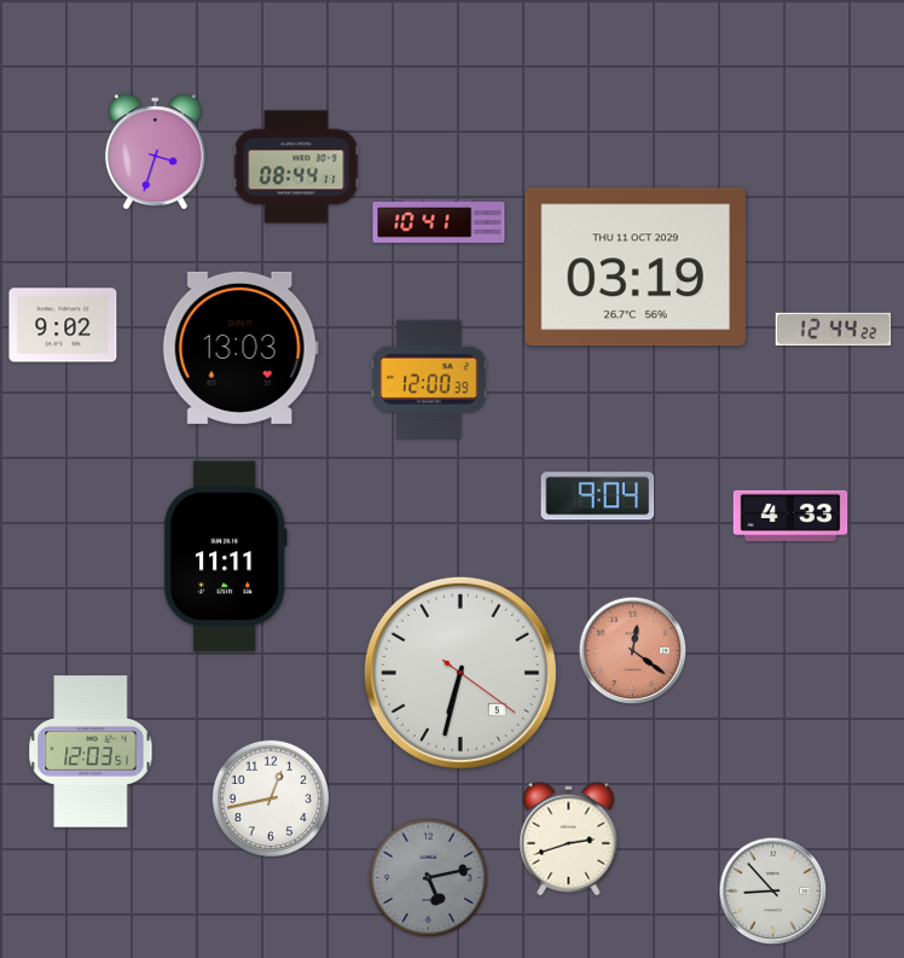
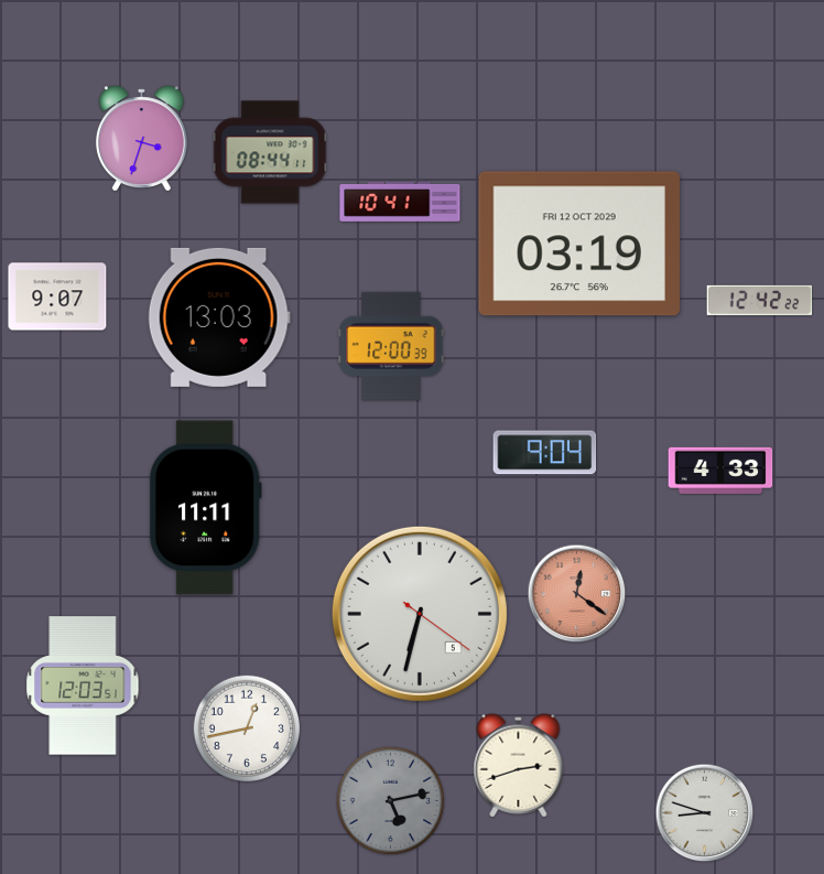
clock at (636, 267) date: THU 11 OCT 2029 -> FRI 12 OCT 2029
clock at (63, 325): 9:02 -> 9:07
clock at (834, 329): 12:44 -> 12:42
clock at (773, 892): 8:53 -> 8:48
